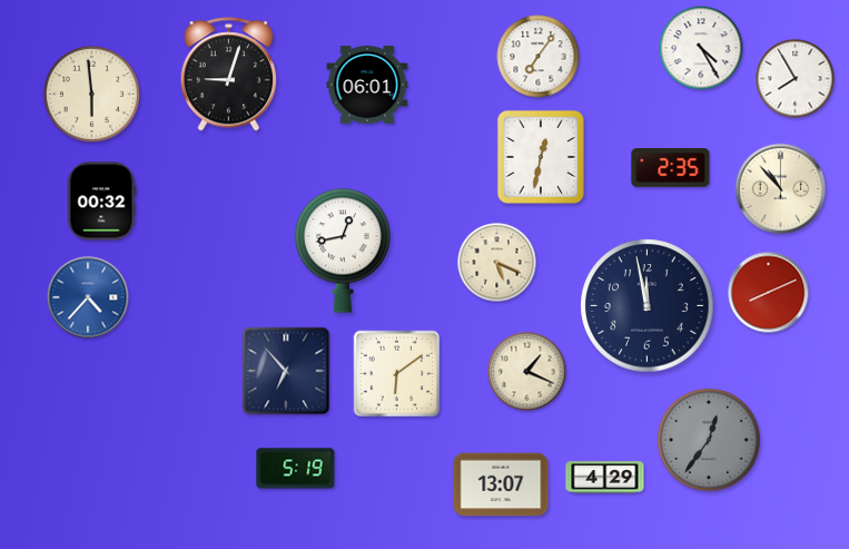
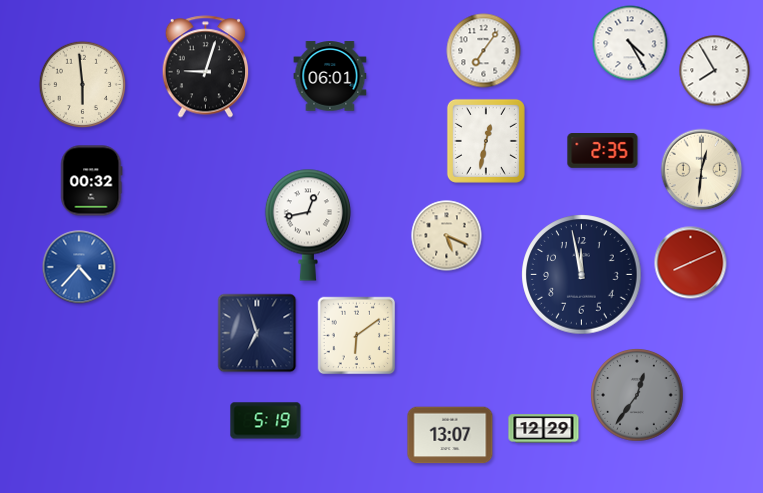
clock at (781, 189): 10:53 -> 12:31
clock at (286, 371): 6:53 -> 6:57
clock at (527, 372): 1:19 -> none
clock at (605, 478): 4:29 -> 12:29
